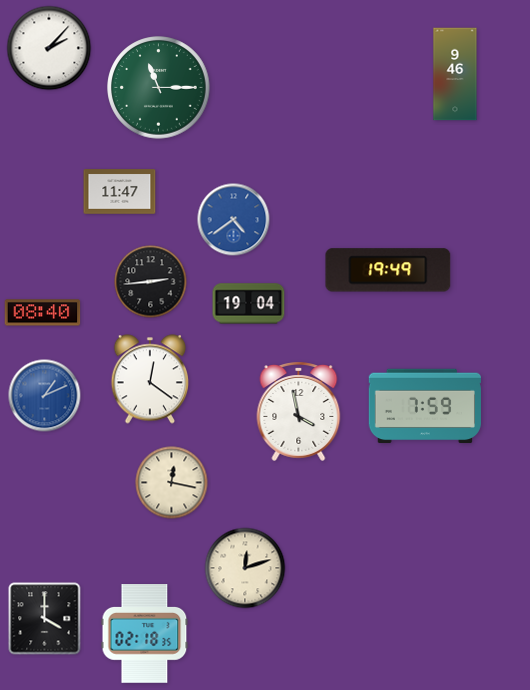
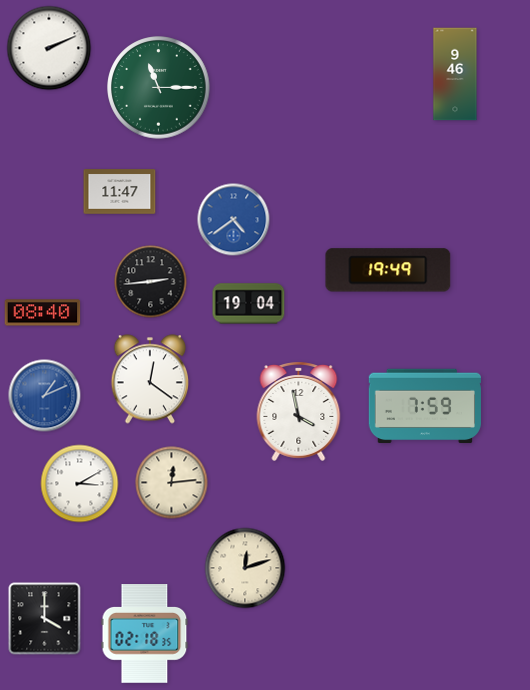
clock at (49, 48): 2:07 -> 2:11
clock at (172, 483): 12:17 -> 12:14
clock at (80, 484): none -> 3:10
